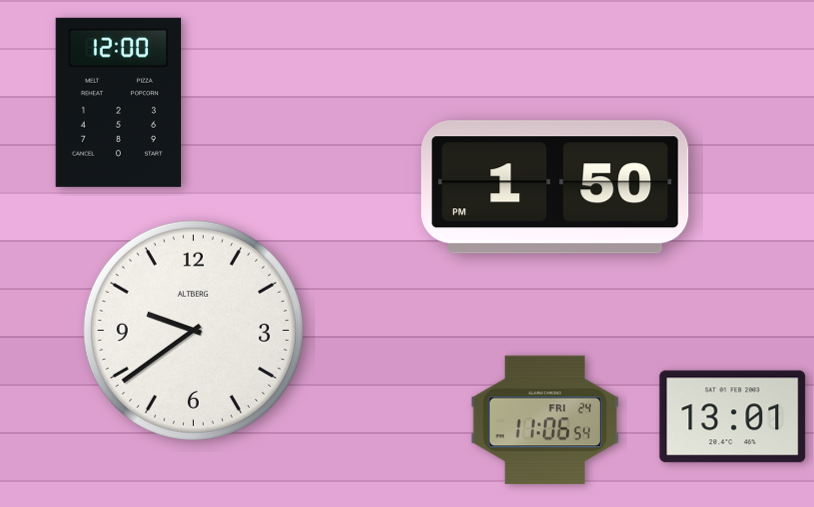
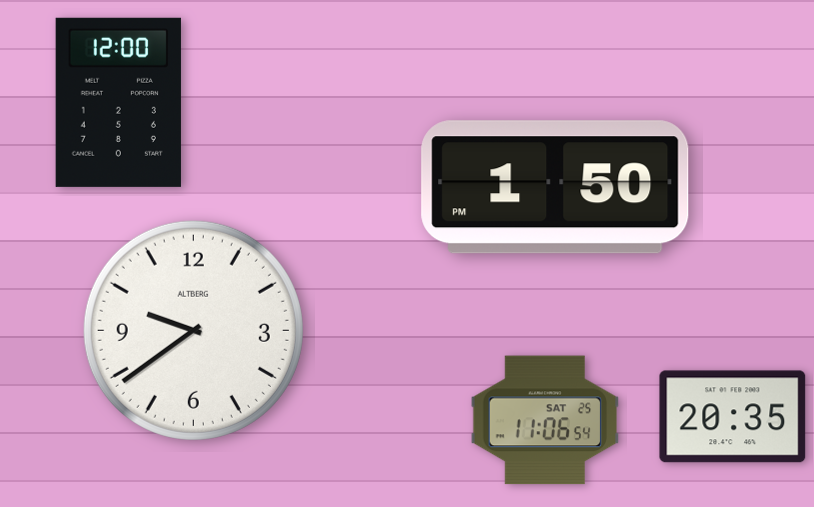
clock at (733, 417): 13:01 -> 20:35
clock at (545, 420) date: FRI 24 -> SAT 25
